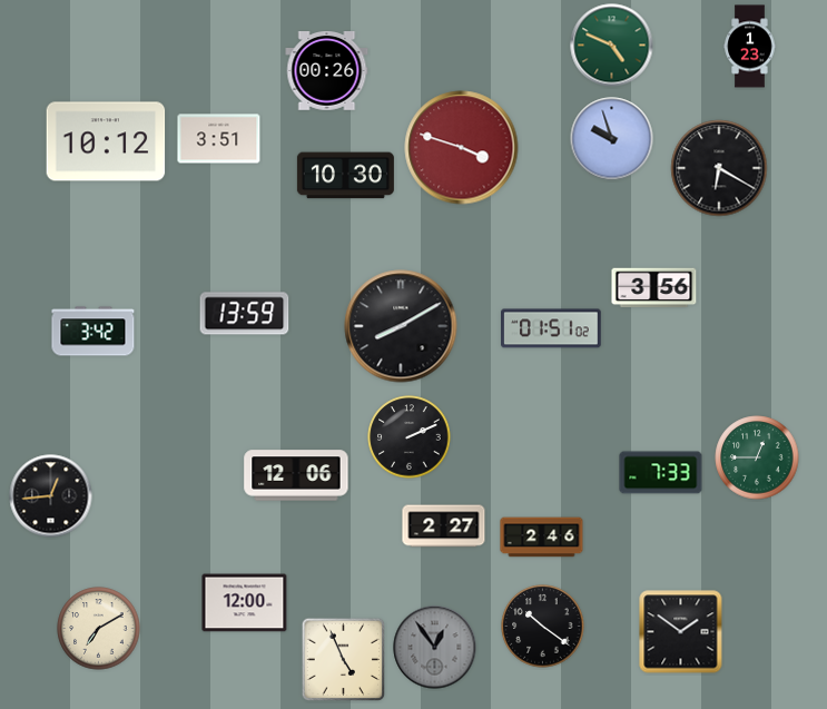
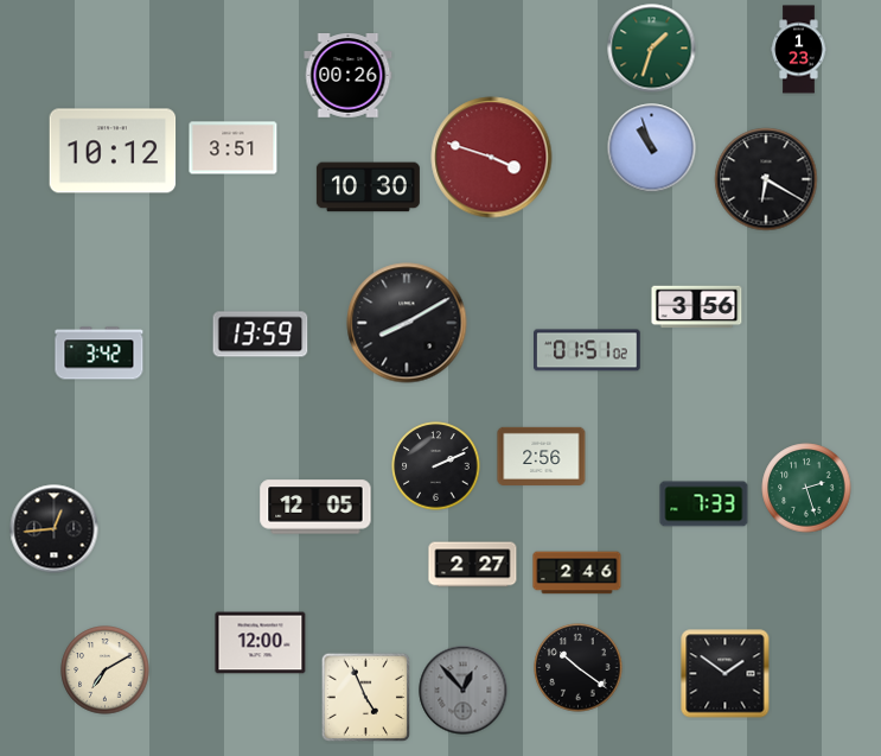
clock at (612, 46): 4:49 -> 1:33
clock at (612, 139): 9:57 -> 10:57
clock at (401, 326) position: (401, 326) -> (407, 323)
clock at (542, 456): none -> 2:56
clock at (757, 457): 12:45 -> 2:27
clock at (296, 475): 12:06 -> 12:05
clock at (444, 526) position: (444, 526) -> (473, 565)
clock at (435, 648): 12:54 -> 12:53
clock at (344, 660) position: (344, 660) -> (366, 698)
